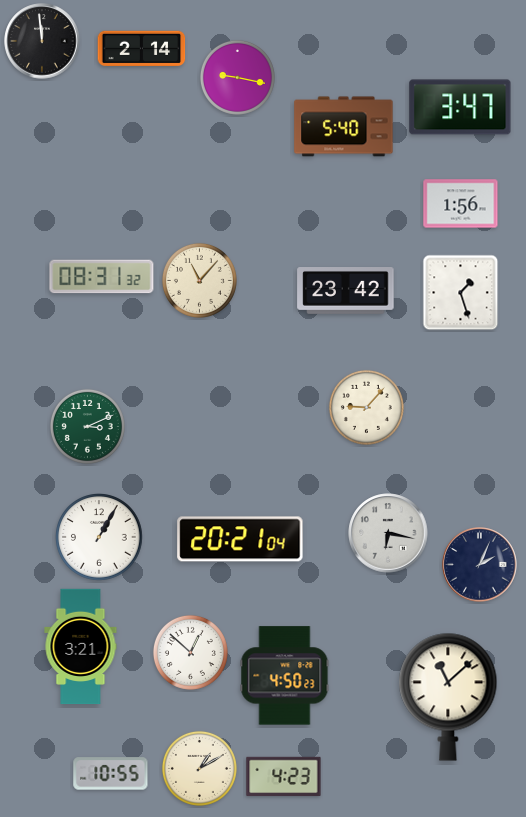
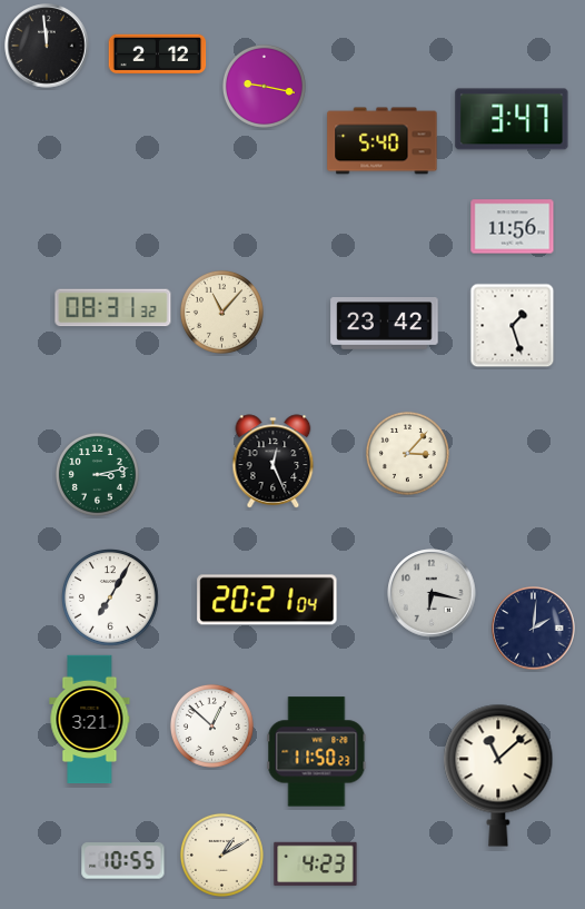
clock at (142, 49): 2:14 -> 2:12
clock at (461, 204): 1:56 -> 11:56
clock at (366, 407): 9:07 -> 3:07
clock at (274, 462): none -> 12:26
clock at (87, 426): 3:11 -> 3:13
clock at (100, 538): 1:05 -> 7:05
clock at (480, 565): 2:04 -> 2:01
clock at (285, 676): 4:50 -> 11:50
